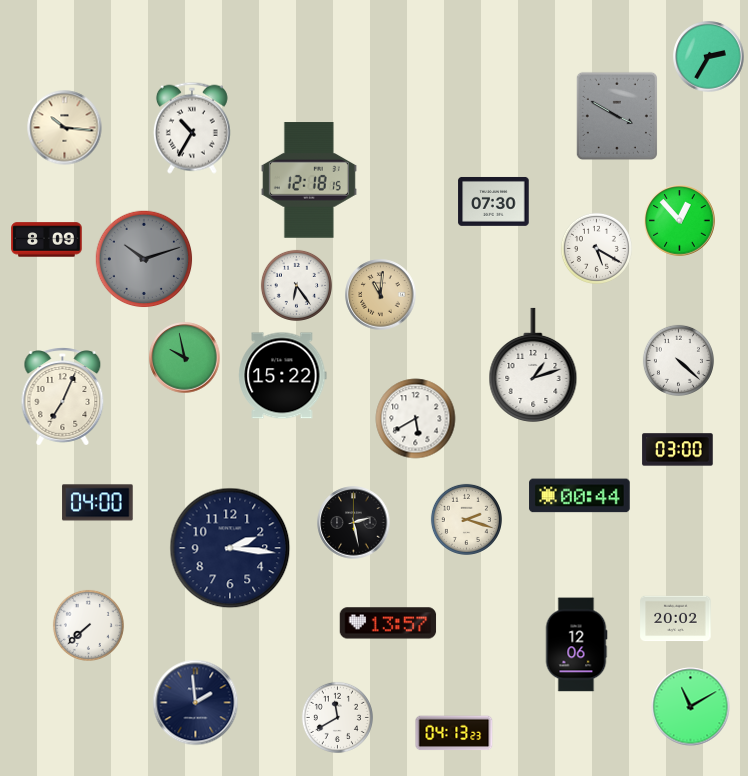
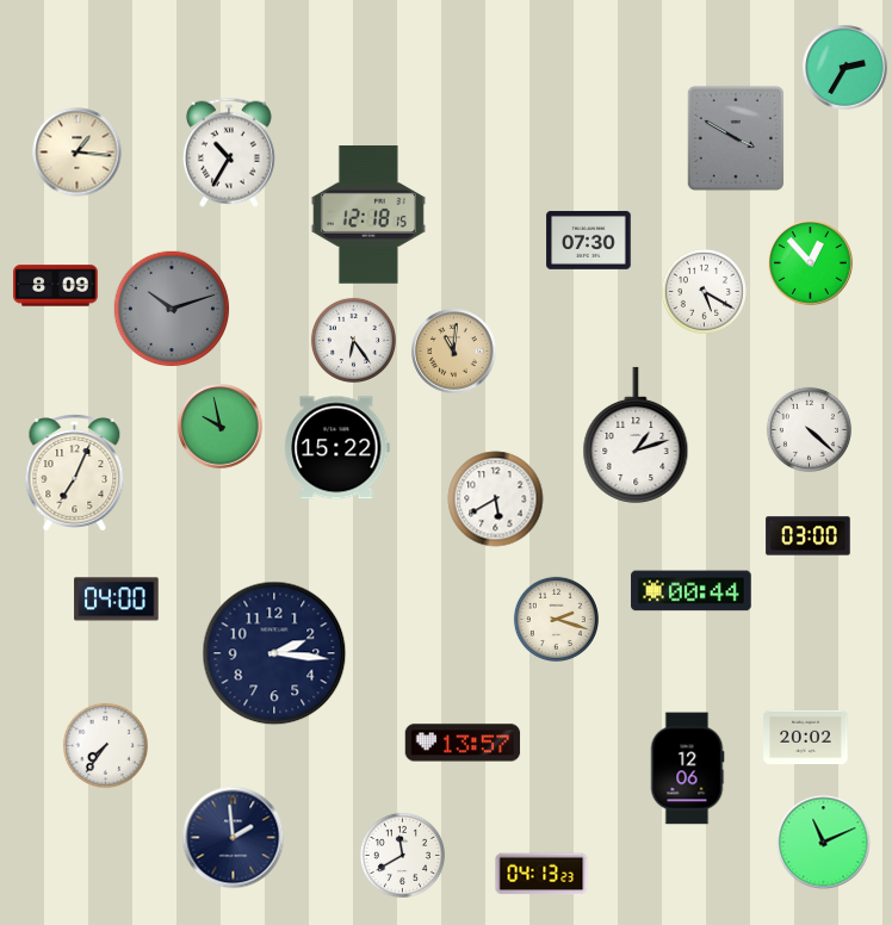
clock at (65, 128): 10:16 -> 1:16
clock at (596, 248) position: (596, 248) -> (704, 291)
clock at (354, 523): 2:28 -> none
clock at (88, 625): 7:38 -> 7:36
clock at (691, 707): 11:10 -> 11:11
